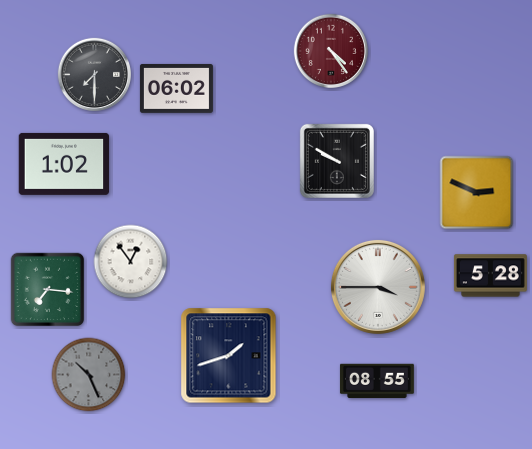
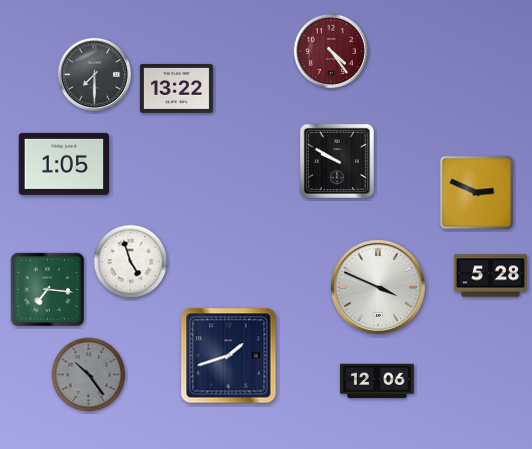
clock at (176, 88): 06:02 -> 13:22
clock at (64, 164): 1:02 -> 1:05
clock at (131, 262): 12:54 -> 4:57
clock at (378, 287): 3:45 -> 3:49
clock at (89, 375): 10:26 -> 10:24
clock at (377, 381): 08:55 -> 12:06
